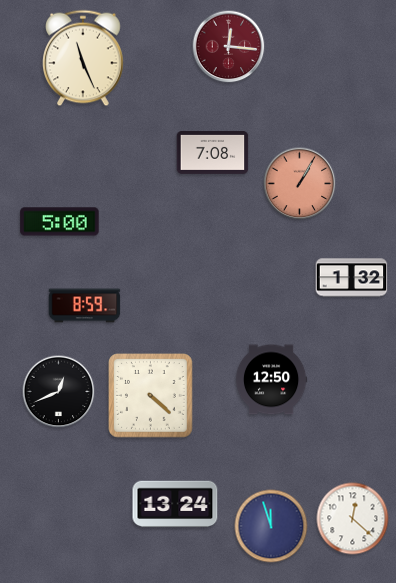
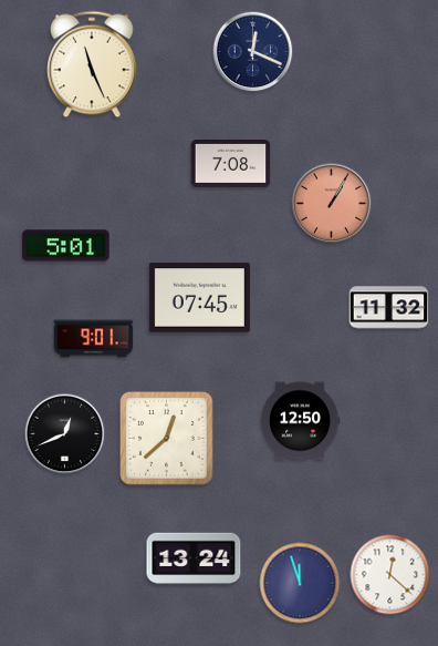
clock at (229, 47): 12:16 -> 12:19
clock at (229, 47) dial: burgundy -> navy
clock at (213, 152) position: (213, 152) -> (231, 163)
clock at (60, 222): 5:00 -> 5:01
clock at (199, 298): none -> 07:45
clock at (352, 278): 1:32 -> 11:32
clock at (85, 306): 8:59 -> 9:01
clock at (151, 396): 4:22 -> 12:38
